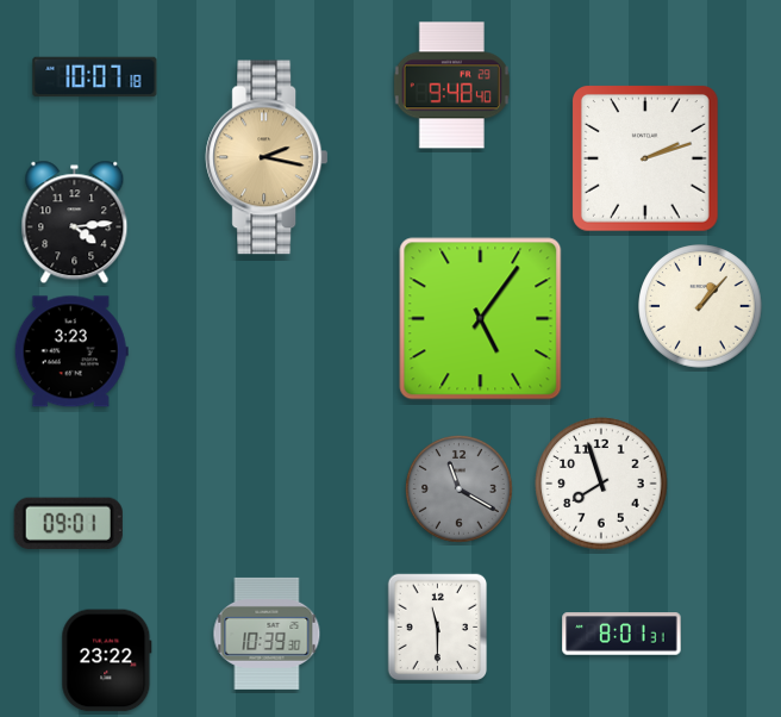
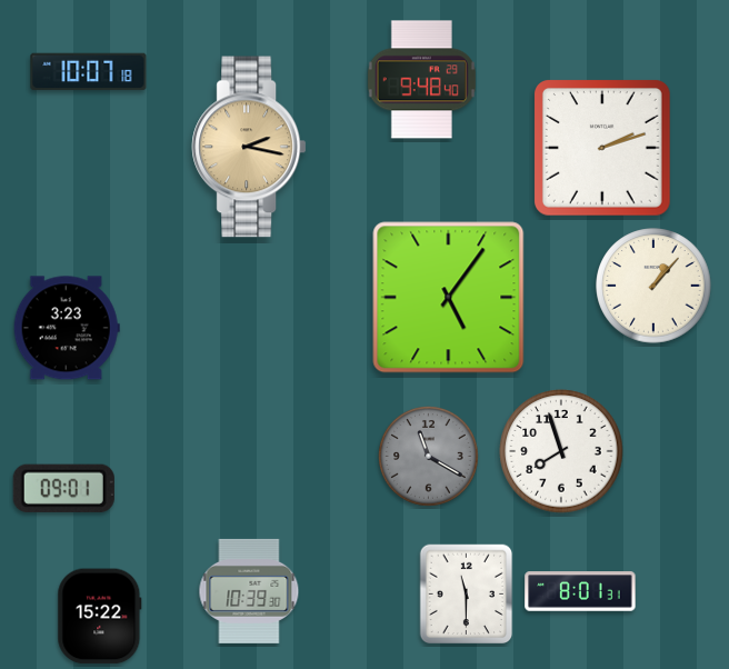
clock at (75, 223): 4:14 -> none
clock at (438, 628) position: (438, 628) -> (467, 595)
clock at (107, 661): 23:22 -> 15:22
